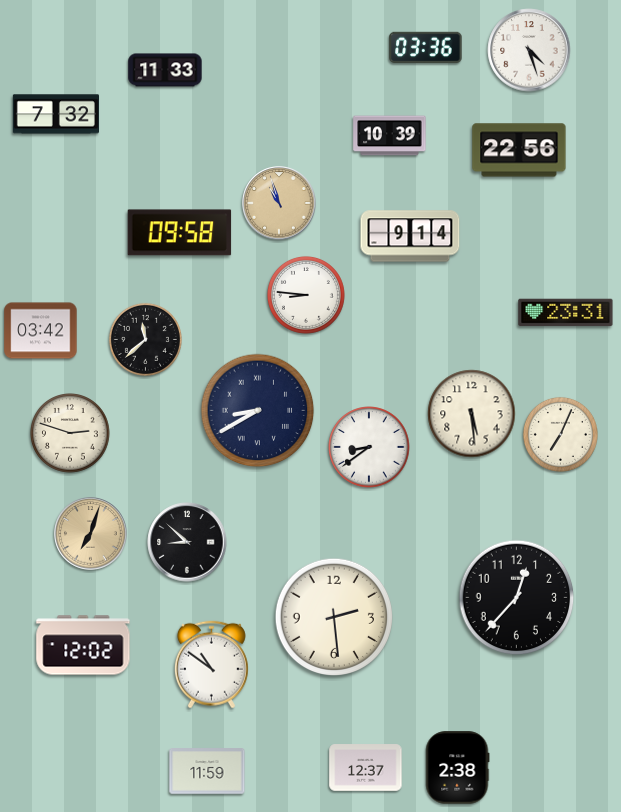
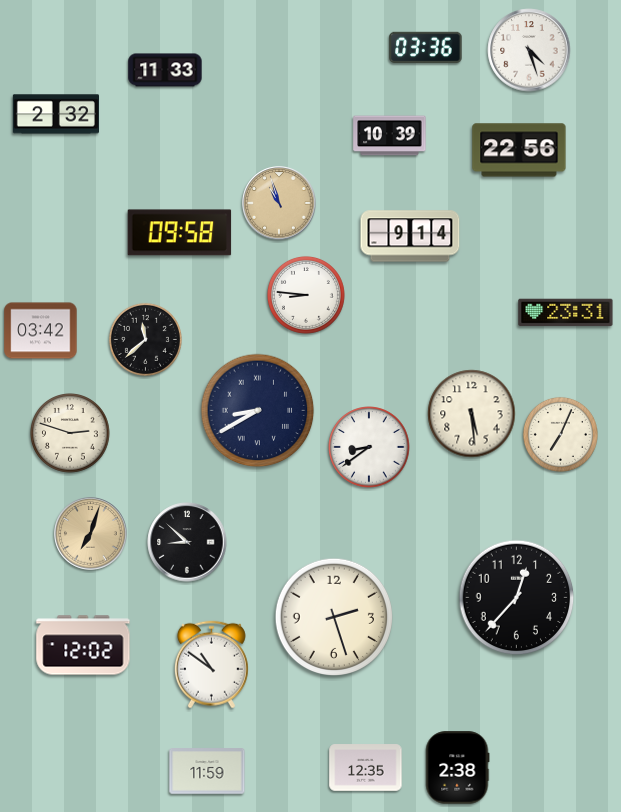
clock at (55, 114): 7:32 -> 2:32
clock at (333, 616): 2:29 -> 2:27
clock at (366, 768): 12:37 -> 12:35
